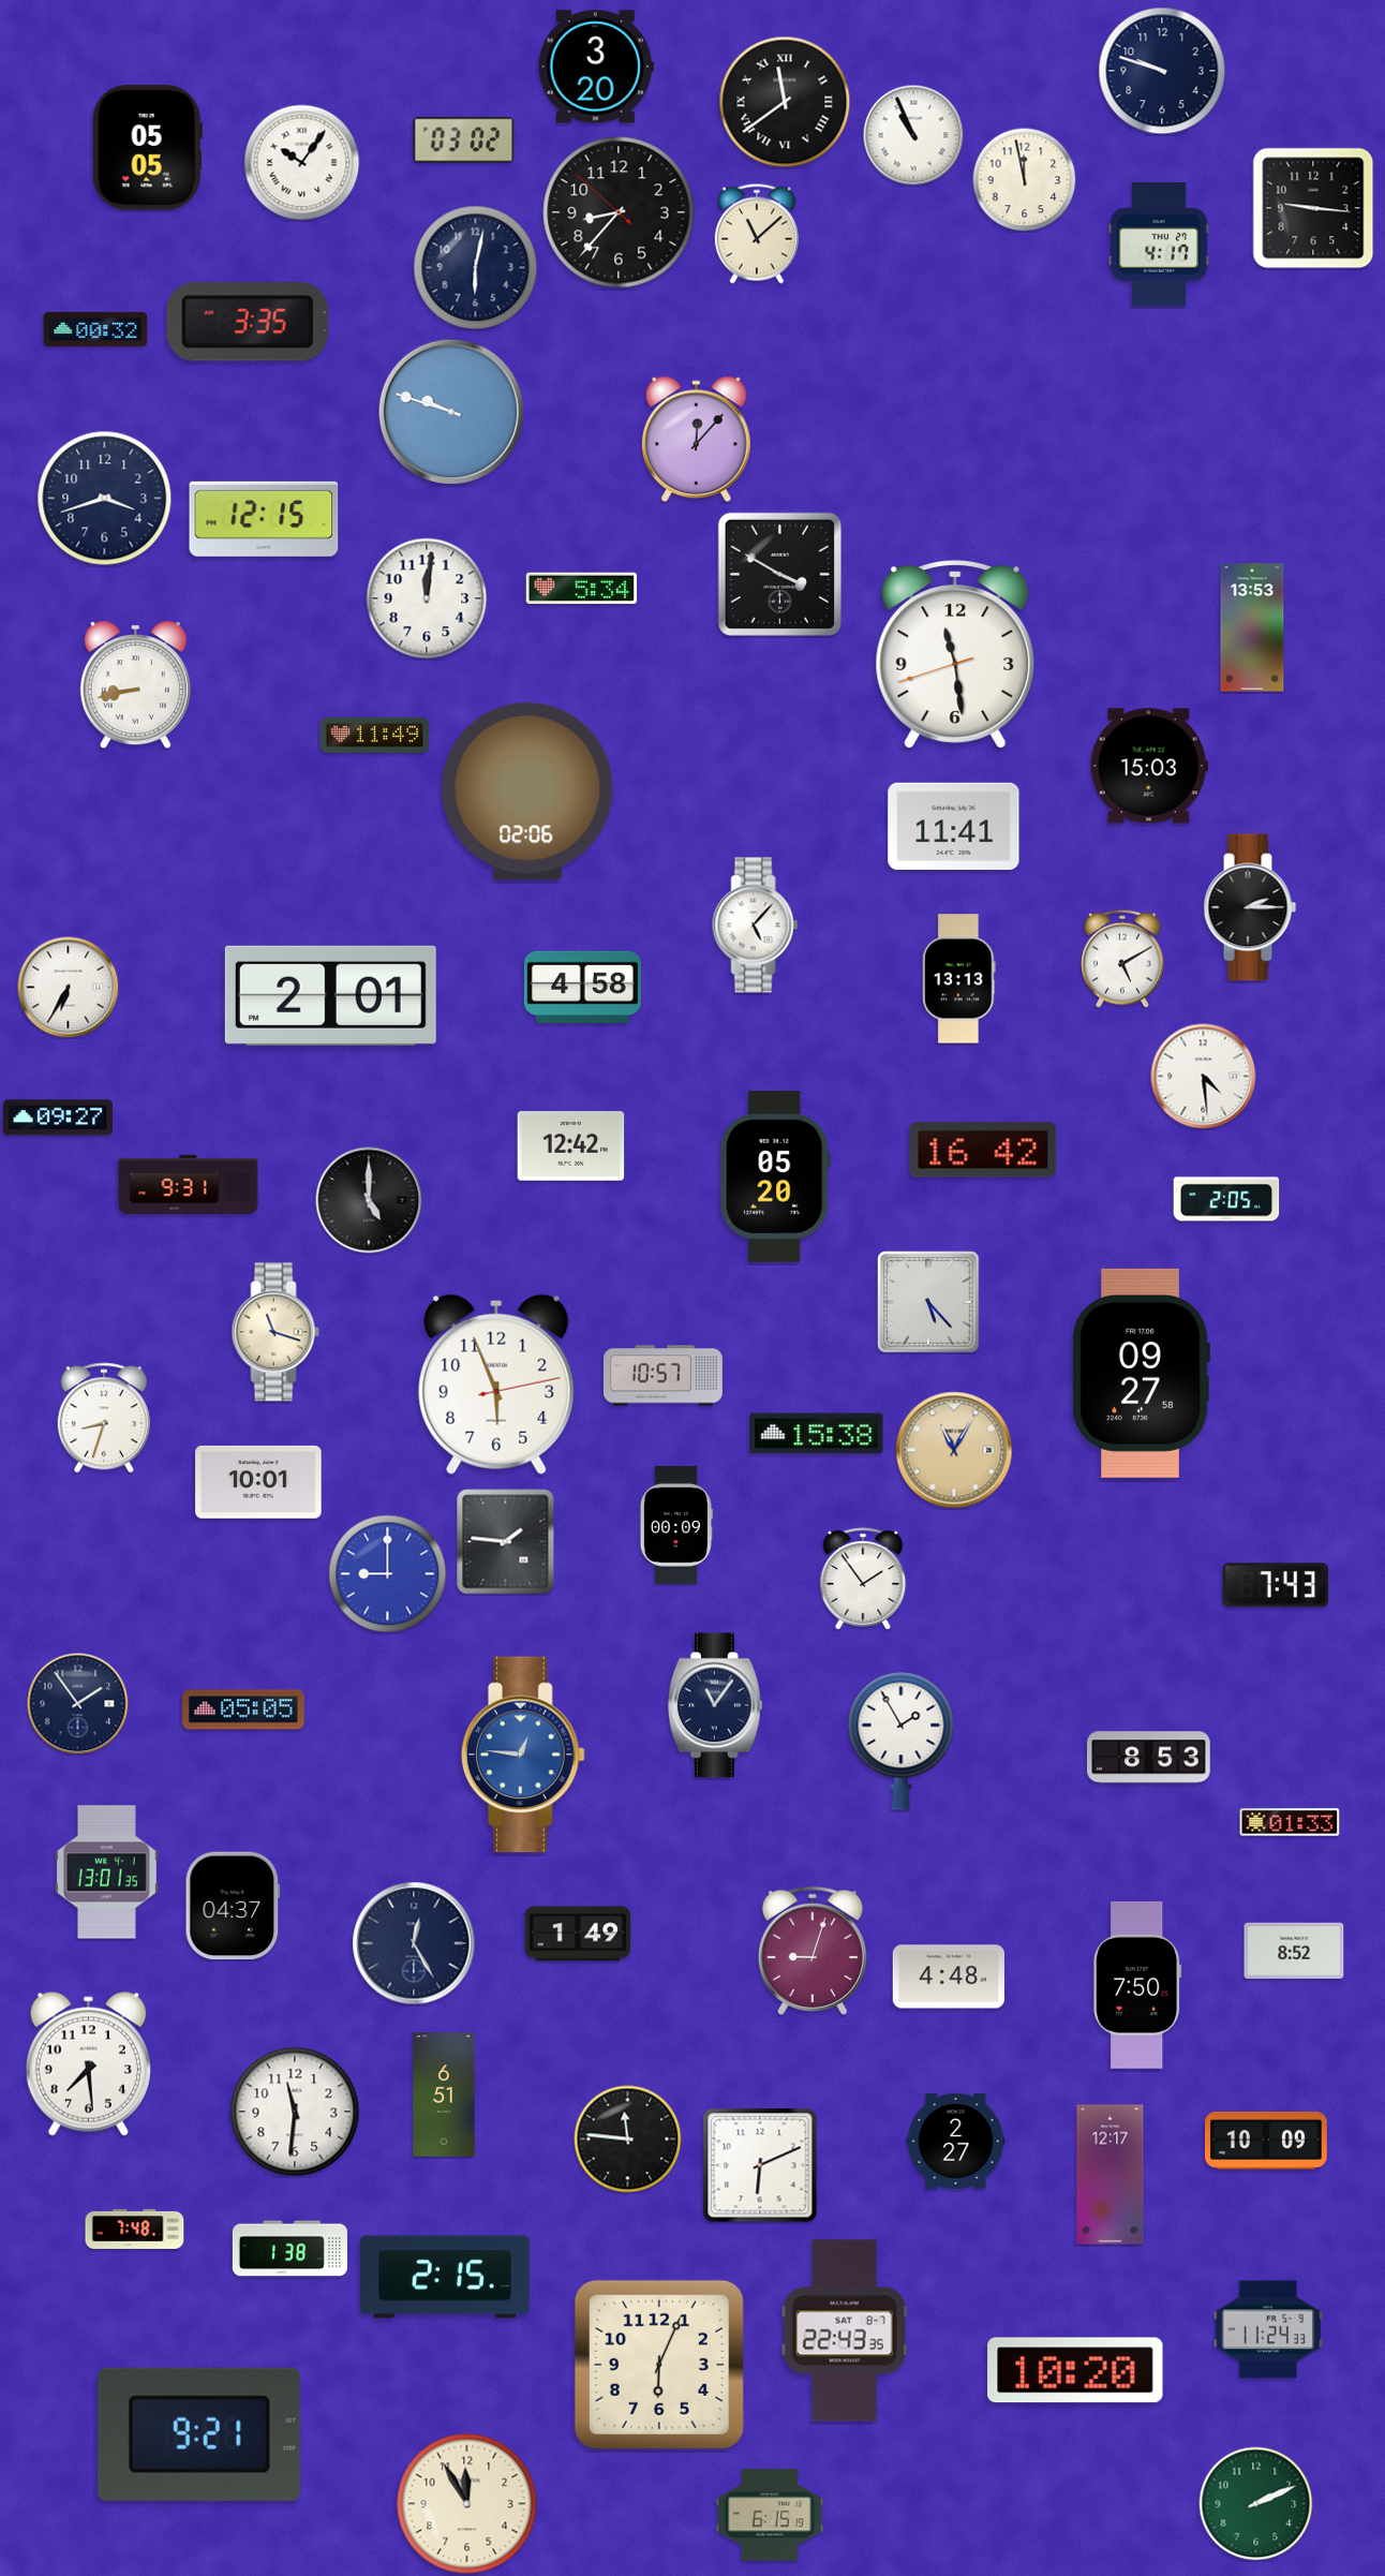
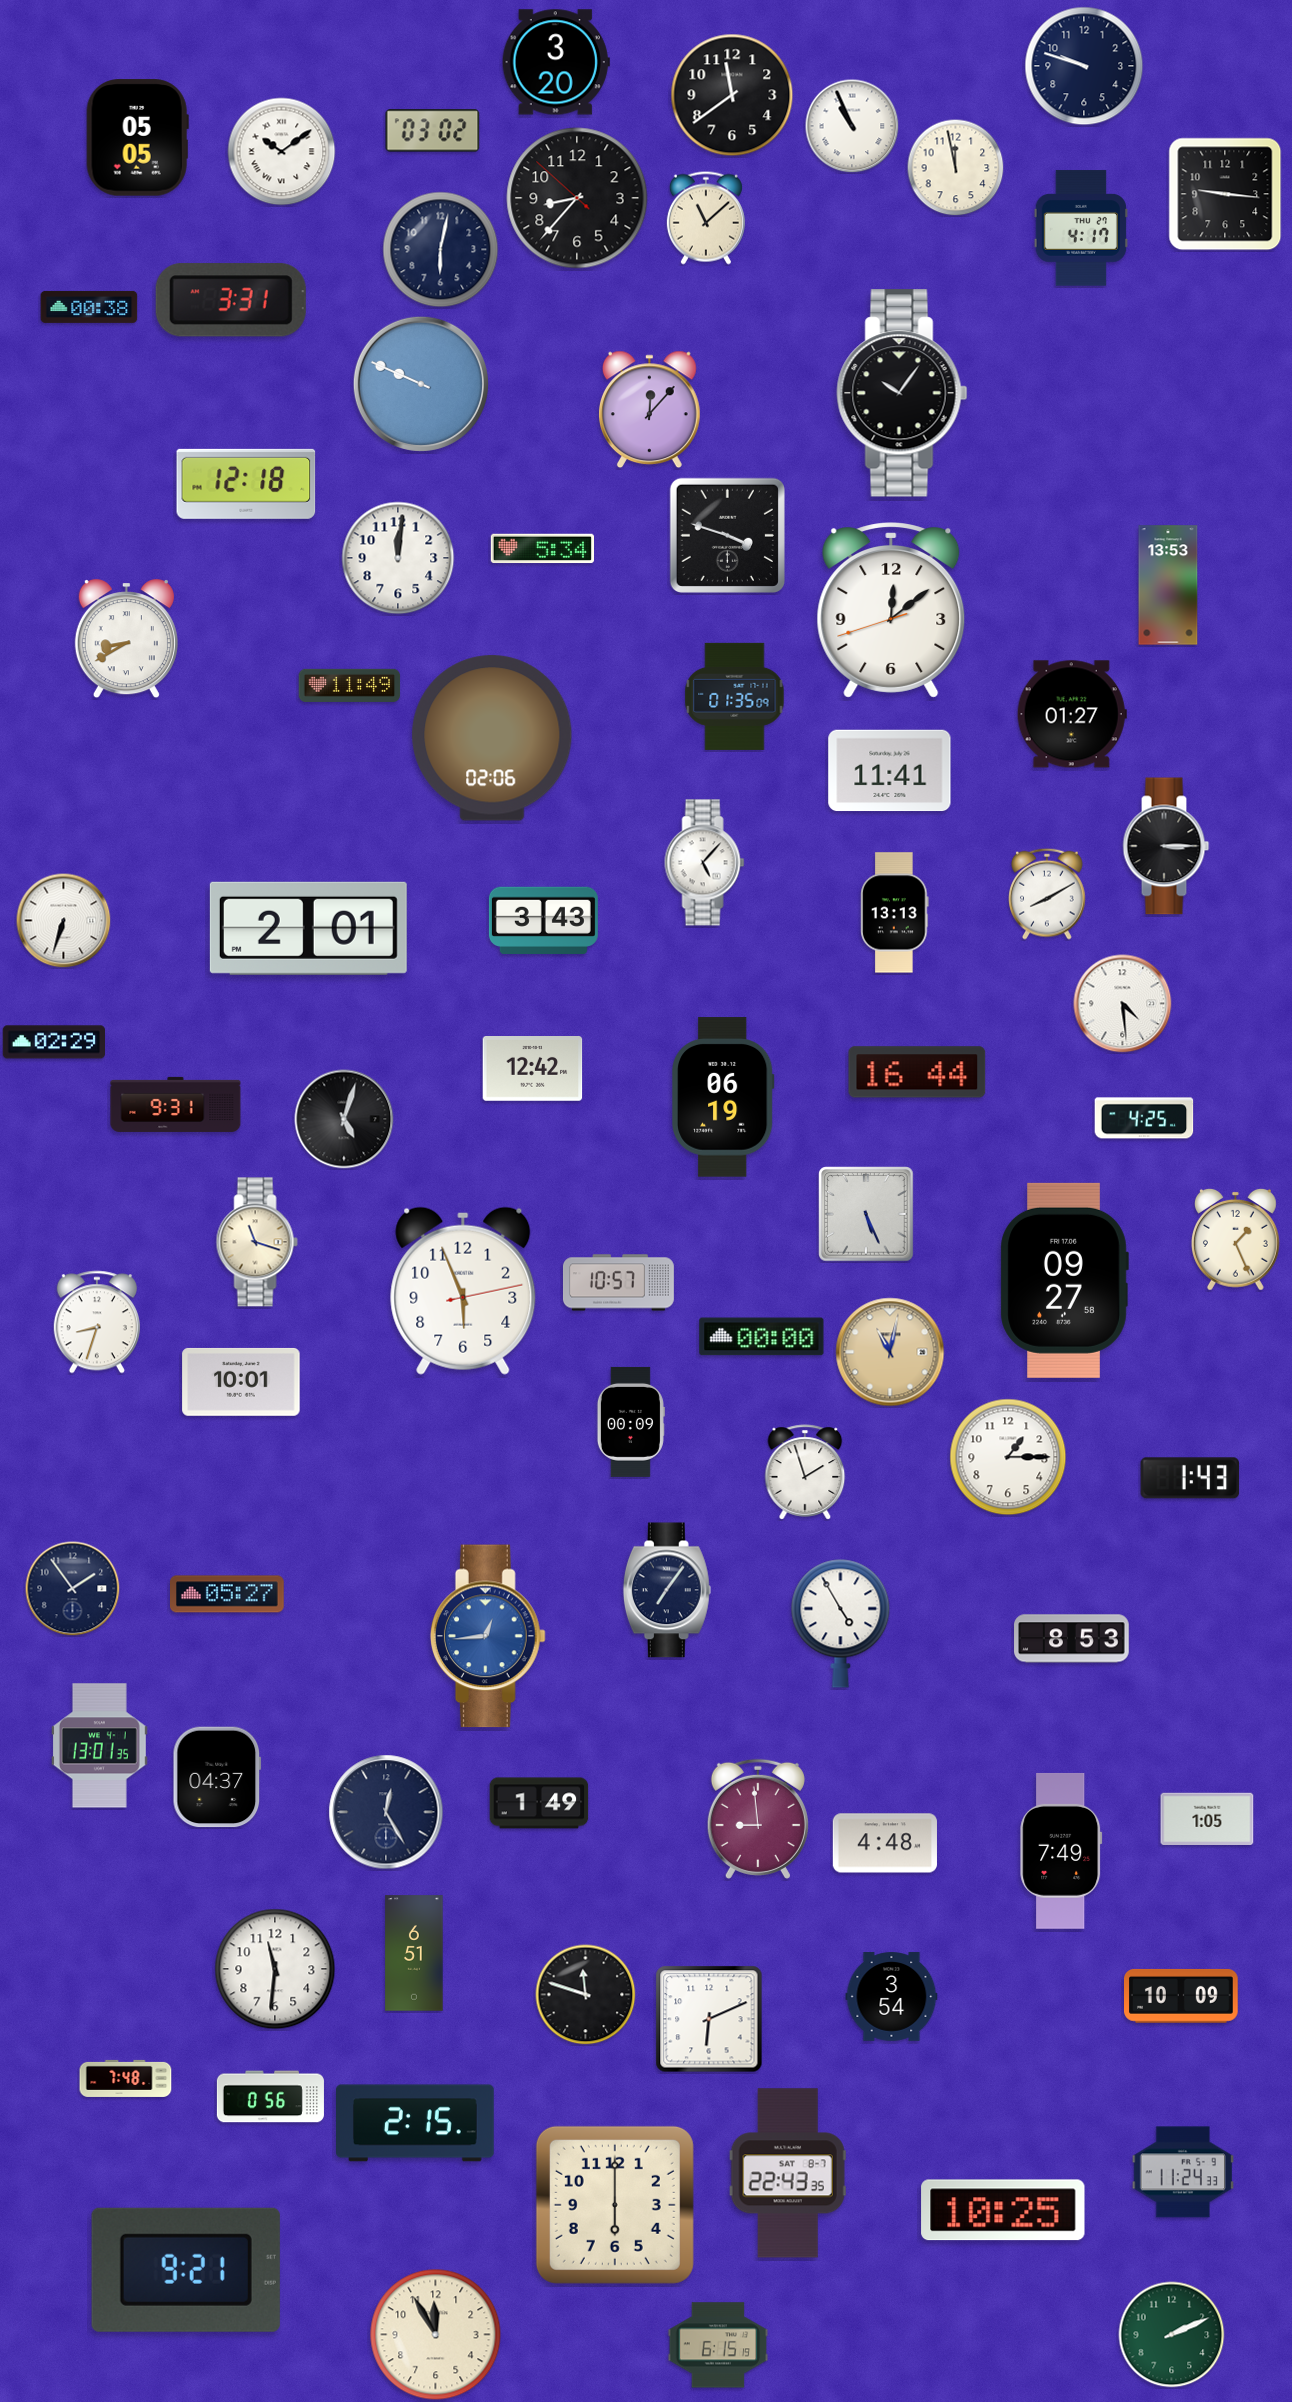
clock at (785, 102) numerals: Roman -> Arabic
clock at (302, 163): 10:06 -> 10:09
clock at (476, 268) position: (476, 268) -> (441, 250)
clock at (248, 322): 3:35 -> 3:31
clock at (95, 329): 00:32 -> 00:38
clock at (451, 412): 9:48 -> 9:49
clock at (902, 393): none -> 10:06
clock at (105, 499): 3:42 -> none
clock at (264, 519): 12:15 -> 12:18
clock at (779, 574): 3:50 -> 3:48
clock at (955, 654): 11:28 -> 12:08
clock at (135, 685): 8:43 -> 8:40
clock at (735, 696): none -> 01:35
clock at (1149, 766): 15:03 -> 01:27
clock at (1250, 907): 2:15 -> 3:15
clock at (1123, 959): 5:10 -> 8:10
clock at (68, 987): 6:35 -> 6:33
clock at (582, 987): 4:58 -> 3:43
clock at (57, 1117): 09:27 -> 02:29
clock at (983, 1150): 16:42 -> 16:44
clock at (776, 1176): 05:20 -> 06:19
clock at (1226, 1199): 2:05 -> 4:25
clock at (369, 1200): 5:00 -> 5:03
clock at (928, 1302): 5:23 -> 5:26
clock at (1236, 1239): none -> 1:26
clock at (817, 1434): 15:38 -> 00:00
clock at (954, 1450): 11:05 -> 11:02
clock at (506, 1542): 1:46 -> none
clock at (1008, 1457): none -> 1:15
clock at (388, 1574): 9:00 -> none
clock at (863, 1579): 1:54 -> 1:57
clock at (1276, 1585): 7:43 -> 1:43
clock at (715, 1705): 11:06 -> 7:06
clock at (244, 1709): 05:05 -> 05:27
clock at (902, 1741): 1:55 -> 4:55
clock at (523, 1755): 12:46 -> 12:44
clock at (1290, 1822): 01:33 -> none
clock at (813, 1951): 9:03 -> 8:59
clock at (1294, 1951): 8:52 -> 1:05
clock at (1137, 1985): 7:50 -> 7:49
clock at (88, 2063): 7:29 -> none
clock at (628, 2140): 11:46 -> 11:48
clock at (956, 2142): 2:27 -> 3:54
clock at (1111, 2175): 12:17 -> none
clock at (289, 2249): 1:38 -> 0:56
clock at (659, 2365): 6:04 -> 6:00
clock at (1075, 2370): 10:20 -> 10:25
